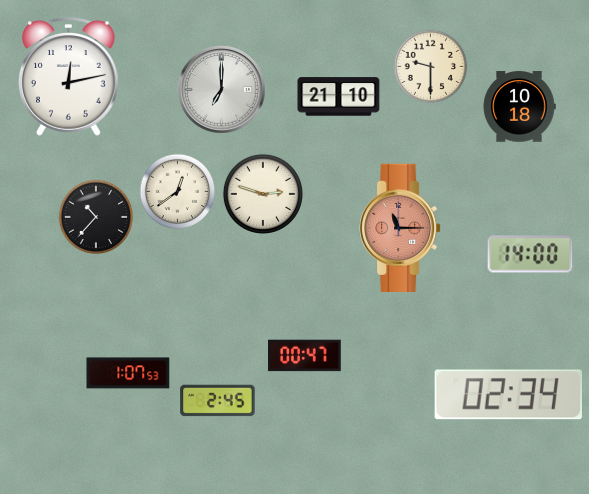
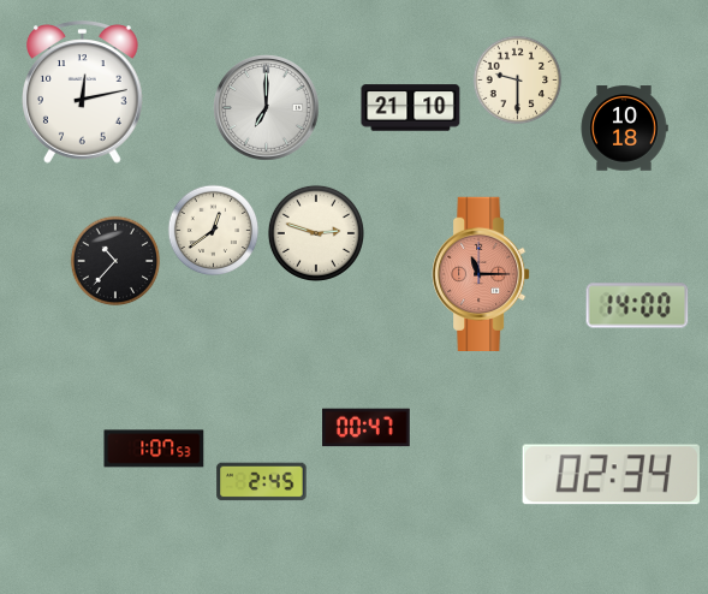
clock at (339, 97) position: (339, 97) -> (411, 108)
